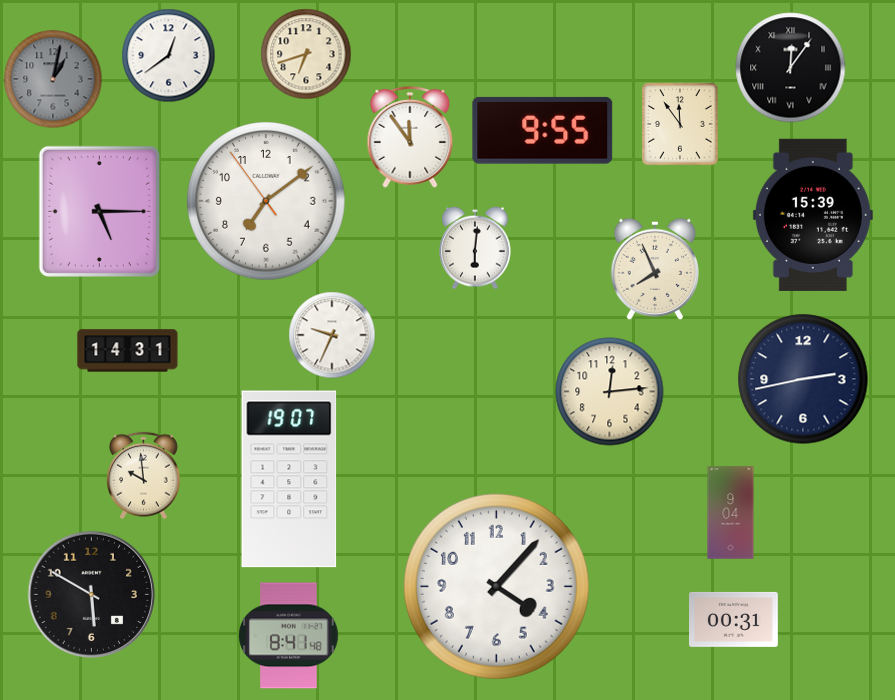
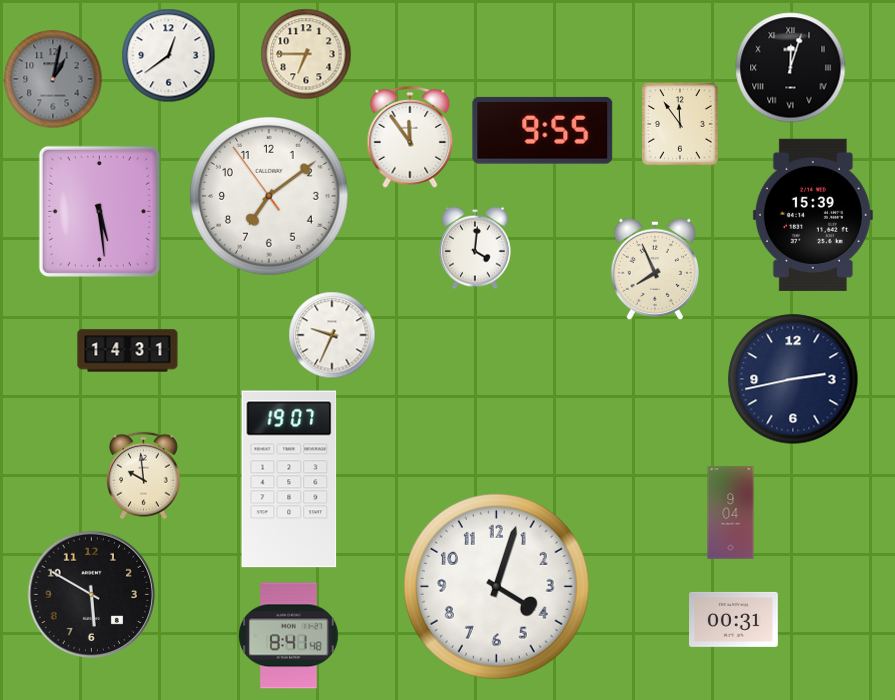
clock at (306, 54): 6:42 -> 6:45
clock at (791, 68): 12:06 -> 12:03
clock at (266, 201) position: (266, 201) -> (269, 196)
clock at (99, 211): 5:15 -> 5:29
clock at (475, 248): 6:01 -> 4:01
clock at (803, 379) position: (803, 379) -> (793, 379)
clock at (610, 392): 12:14 -> none
clock at (496, 586): 4:07 -> 4:03
